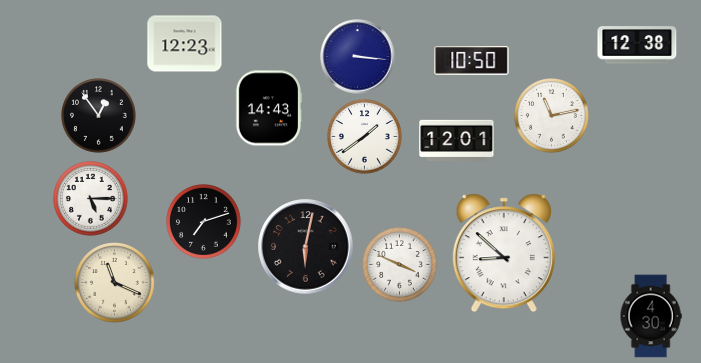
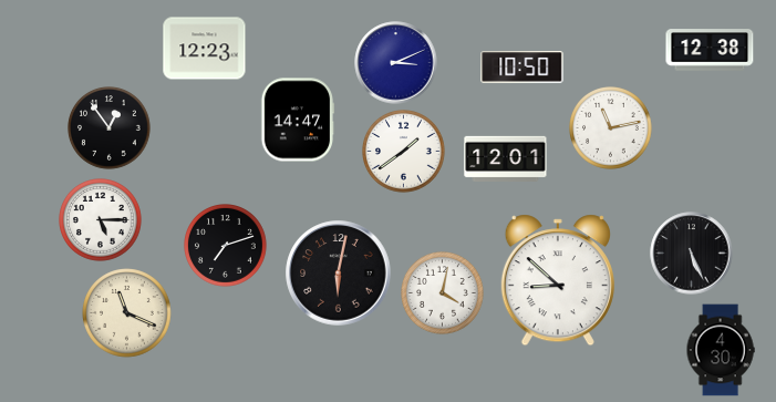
clock at (637, 45) position: (637, 45) -> (710, 50)
clock at (358, 57): 3:16 -> 3:11
clock at (269, 108): 14:43 -> 14:47
clock at (457, 140) position: (457, 140) -> (506, 158)
clock at (692, 254): none -> 5:26
clock at (400, 265): 3:49 -> 4:02
